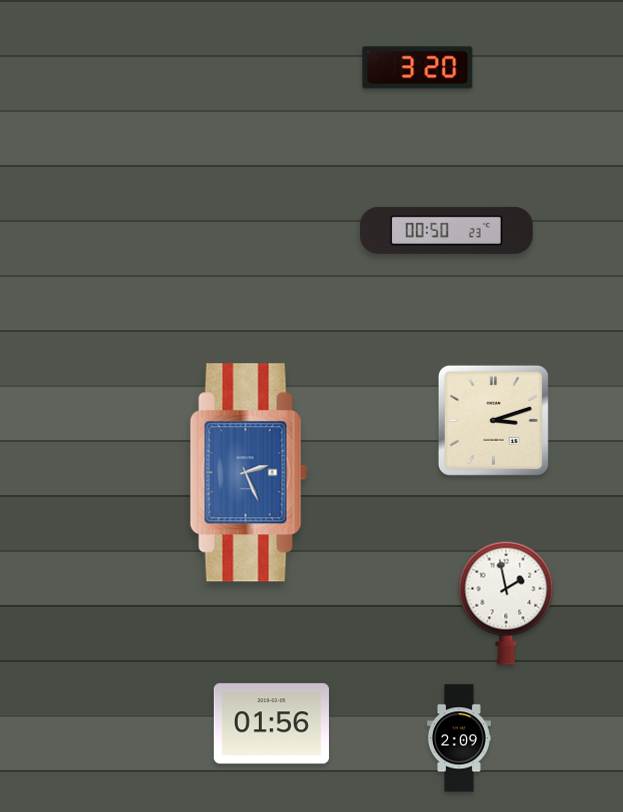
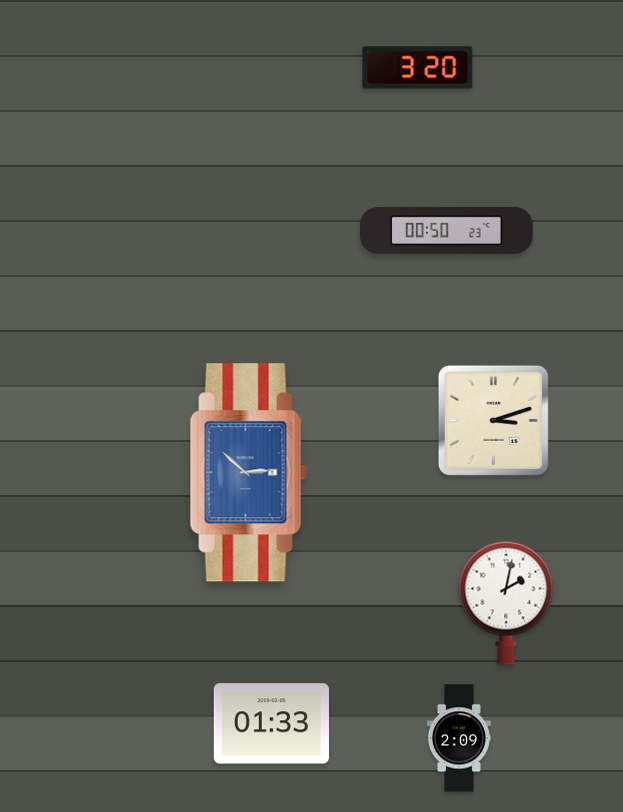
clock at (248, 473): 2:26 -> 2:52
clock at (506, 603): 1:58 -> 2:02
clock at (271, 724): 01:56 -> 01:33
